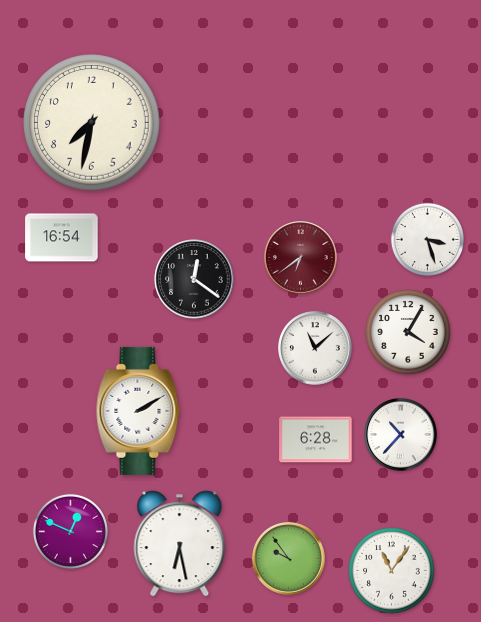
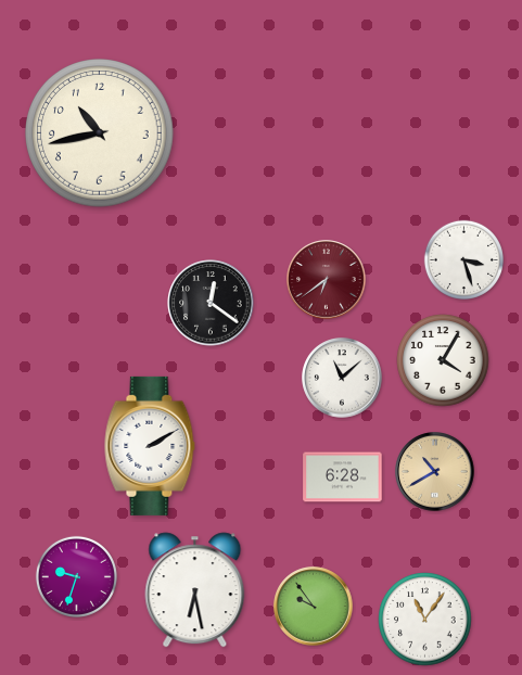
clock at (92, 123): 7:32 -> 10:43
clock at (62, 238): 16:54 -> none
clock at (401, 435): 10:37 -> 10:40
clock at (401, 435) dial: white -> champagne
clock at (70, 531): 12:49 -> 9:33
